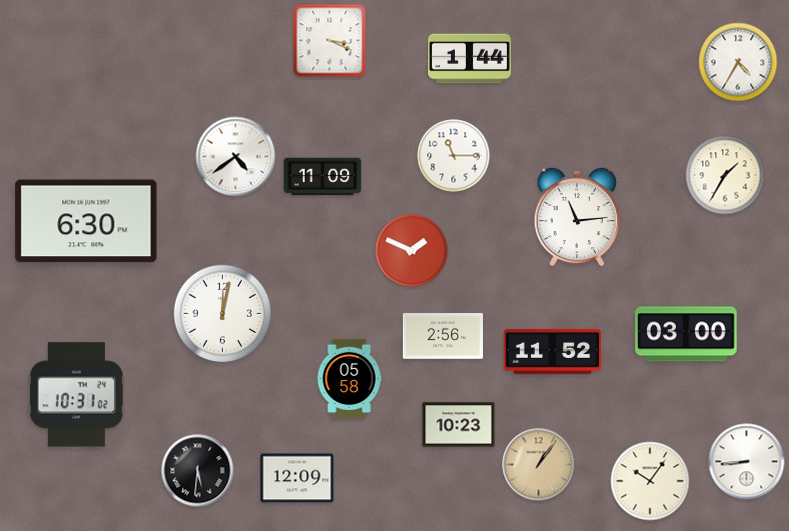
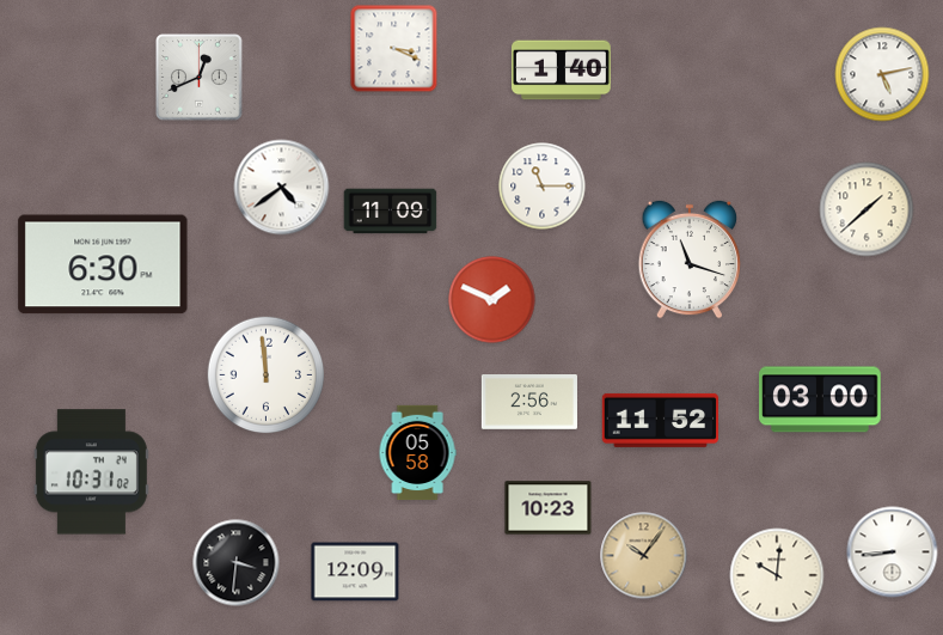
clock at (470, 59): 1:44 -> 1:40
clock at (738, 62): 4:35 -> 5:13
clock at (200, 78): none -> 12:41
clock at (725, 175): 1:35 -> 1:38
clock at (323, 177) position: (323, 177) -> (391, 212)
clock at (577, 217): 11:14 -> 11:18
clock at (223, 314): 12:02 -> 11:59
clock at (539, 465): 1:06 -> 10:06
clock at (198, 471): 5:31 -> 3:31
clock at (650, 481): 10:06 -> 10:01
